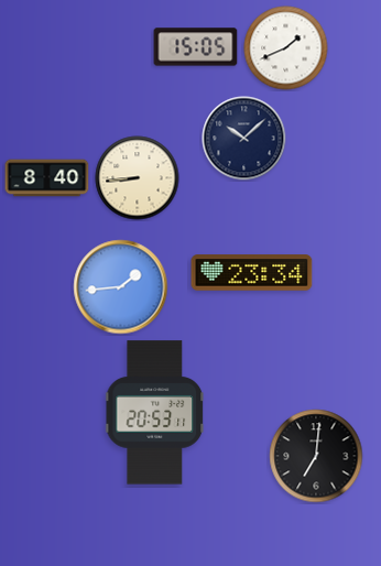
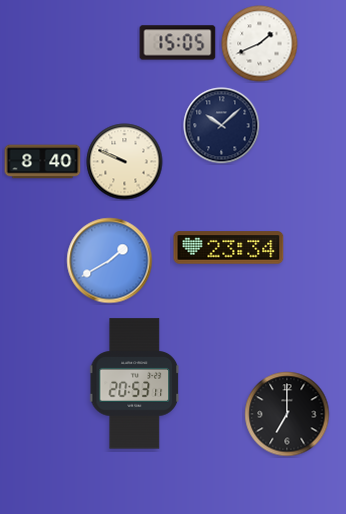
clock at (138, 178): 8:44 -> 9:49
clock at (121, 287): 1:44 -> 1:40
clock at (154, 413) position: (154, 413) -> (134, 384)
clock at (316, 456): 7:01 -> 7:00
